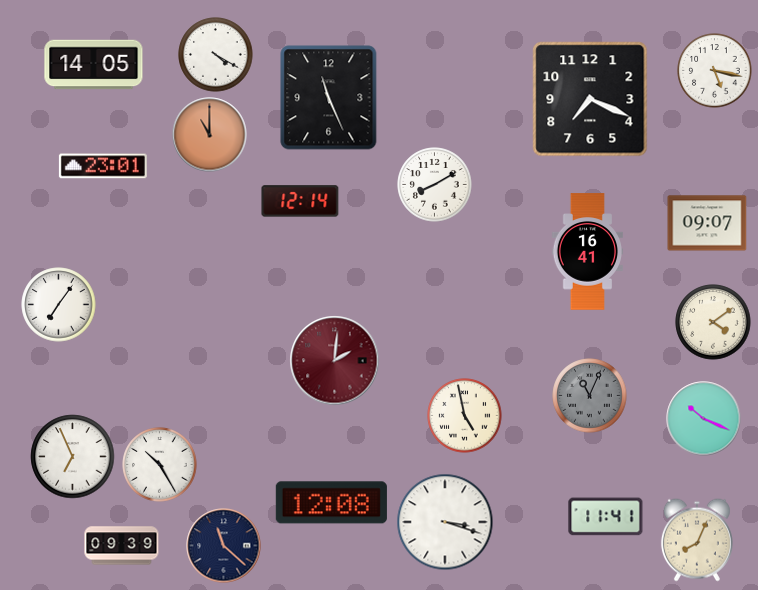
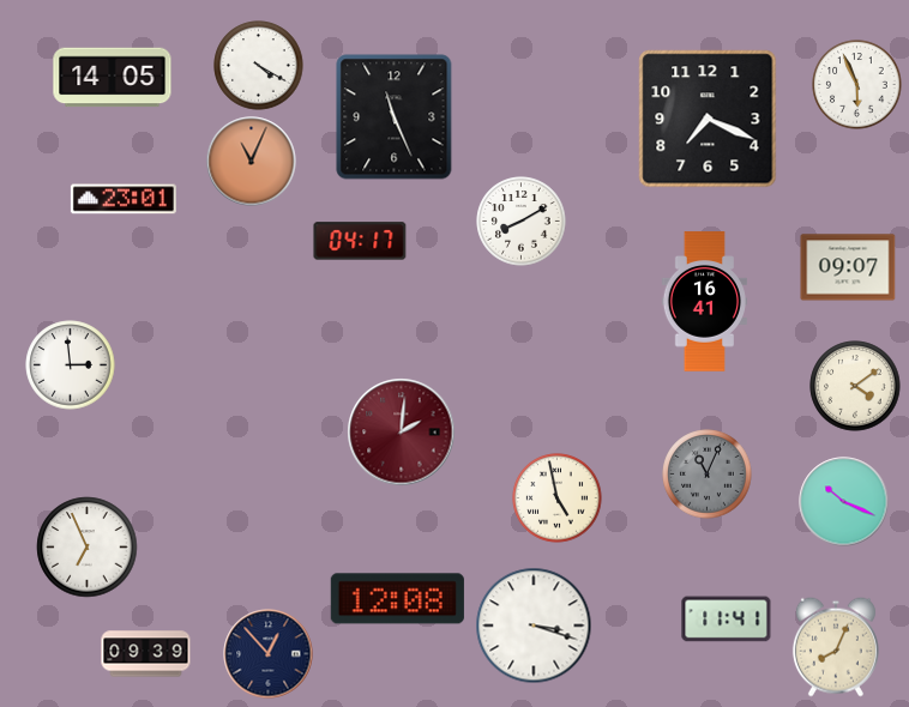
clock at (715, 71): 5:17 -> 5:56
clock at (210, 135): 11:00 -> 11:04
clock at (300, 201): 12:14 -> 04:17
clock at (59, 305): 7:06 -> 2:59
clock at (160, 465): 10:25 -> none
clock at (331, 503) position: (331, 503) -> (397, 599)
clock at (224, 546): 11:22 -> 12:53
